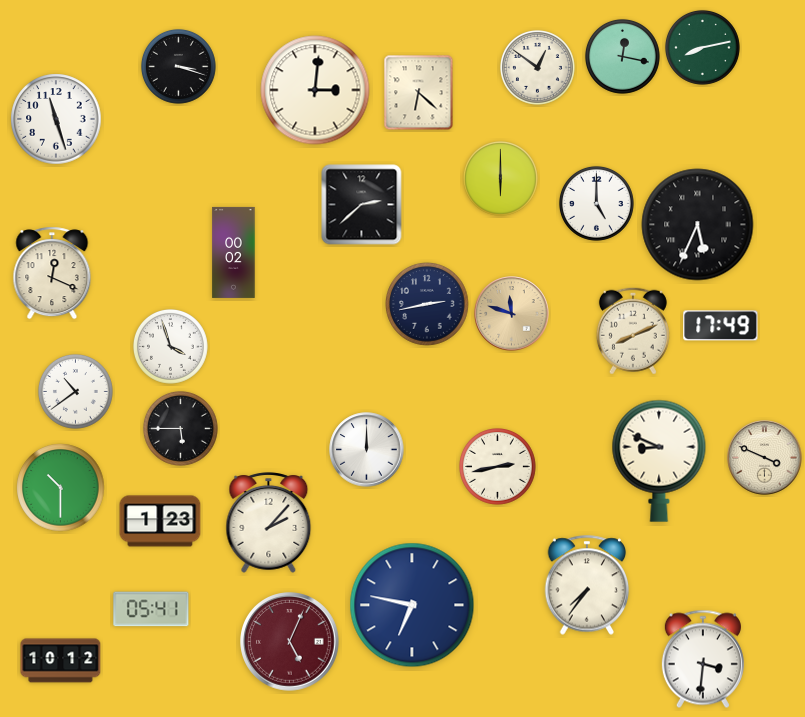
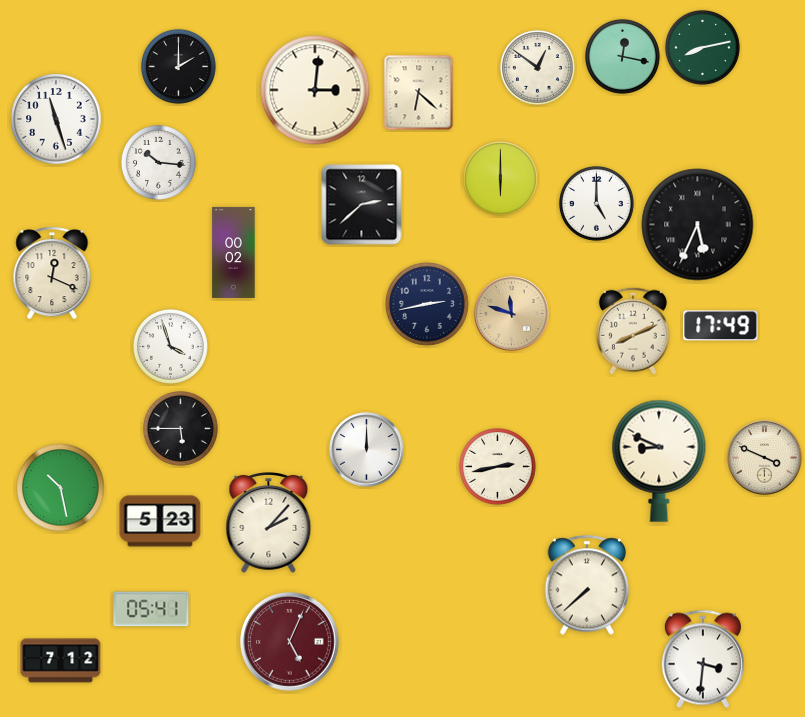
clock at (178, 66): 3:18 -> 2:00
clock at (158, 162): none -> 10:16
clock at (75, 391): 10:39 -> none
clock at (61, 488): 10:30 -> 10:28
clock at (160, 521): 1:23 -> 5:23
clock at (587, 585): 7:36 -> 7:38
clock at (412, 605): 6:47 -> none
clock at (61, 661): 10:12 -> 7:12
